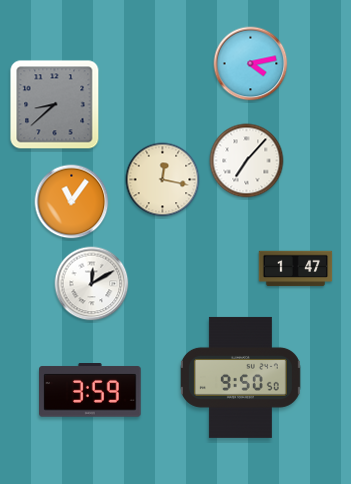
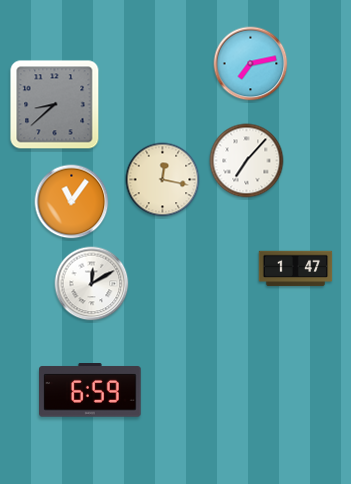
clock at (251, 64): 4:13 -> 7:13
clock at (240, 377): 9:50 -> none
clock at (90, 390): 3:59 -> 6:59
